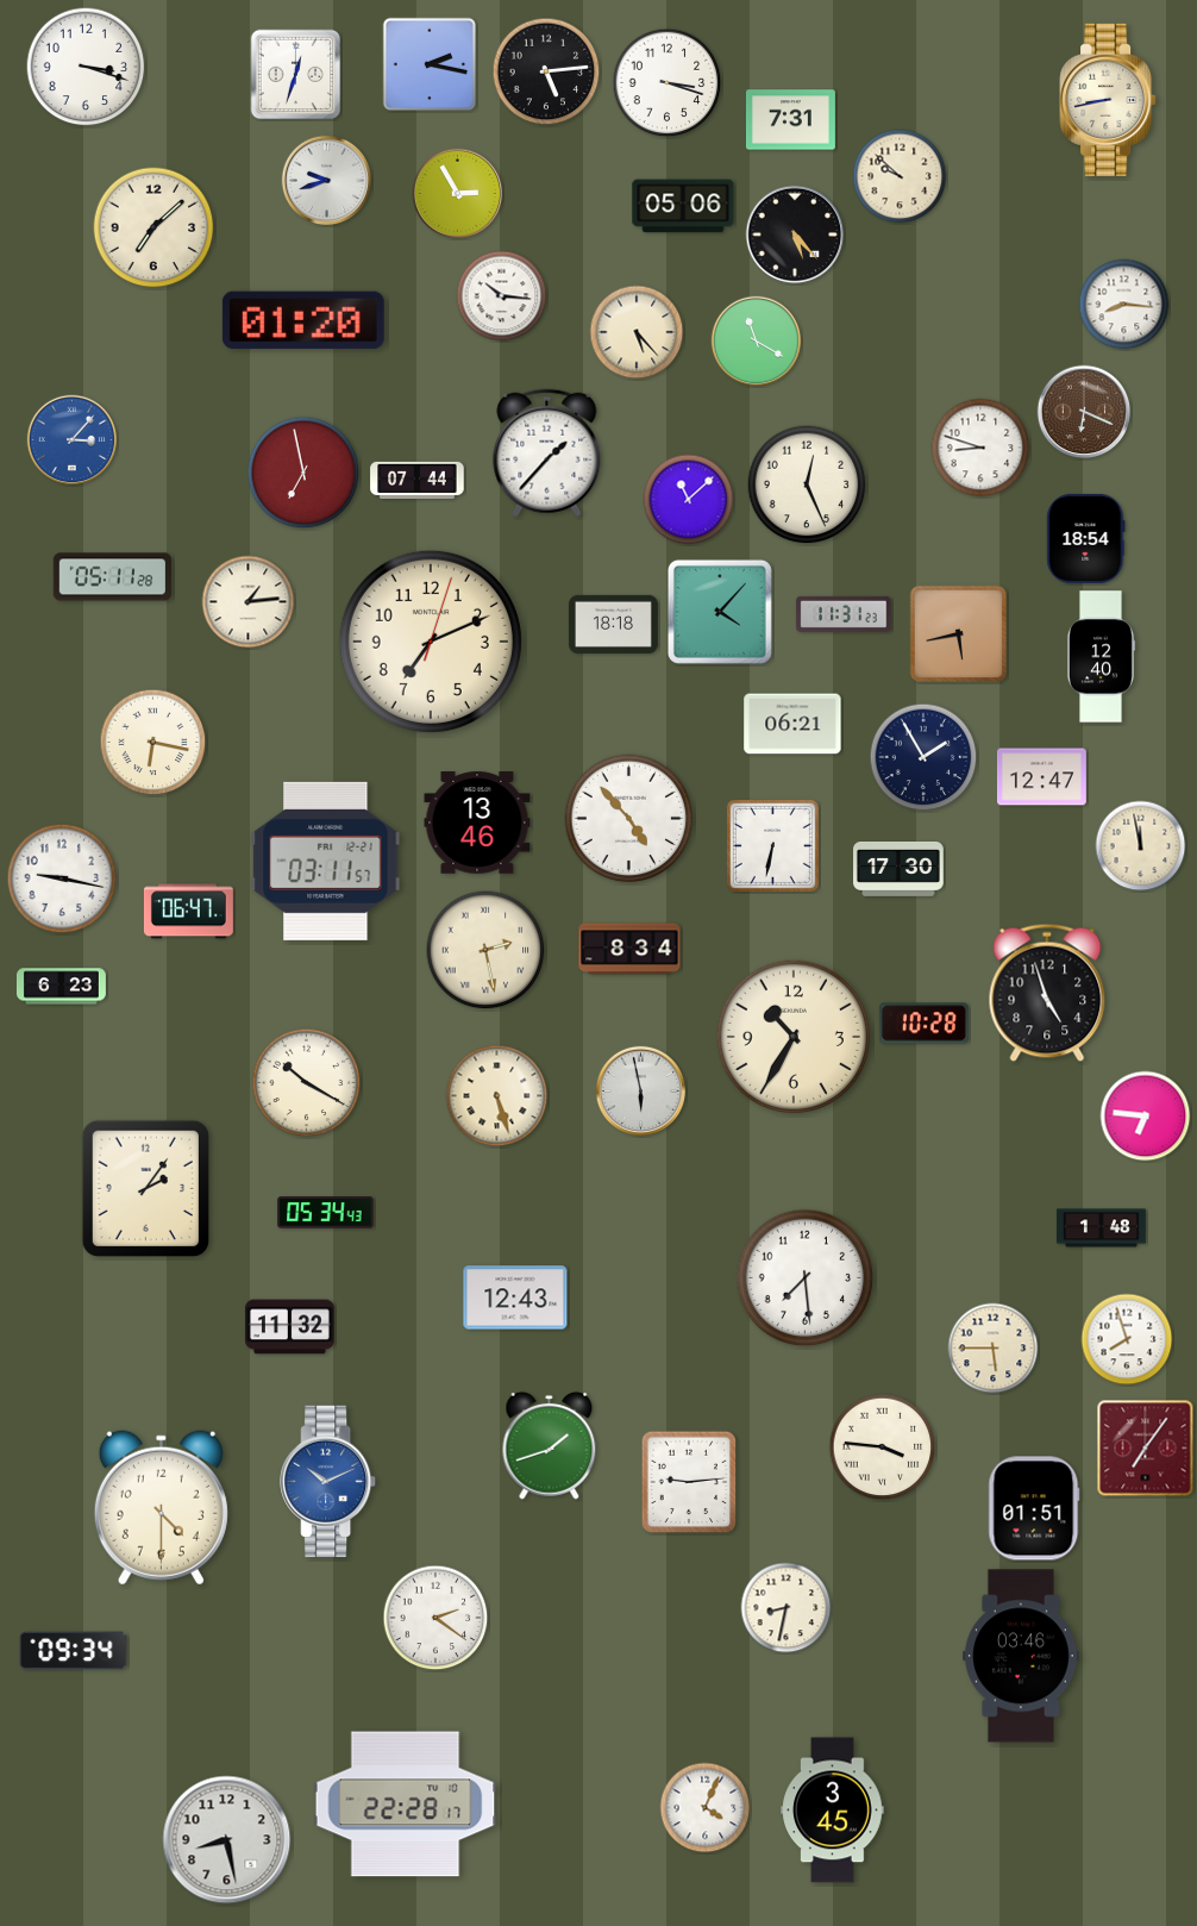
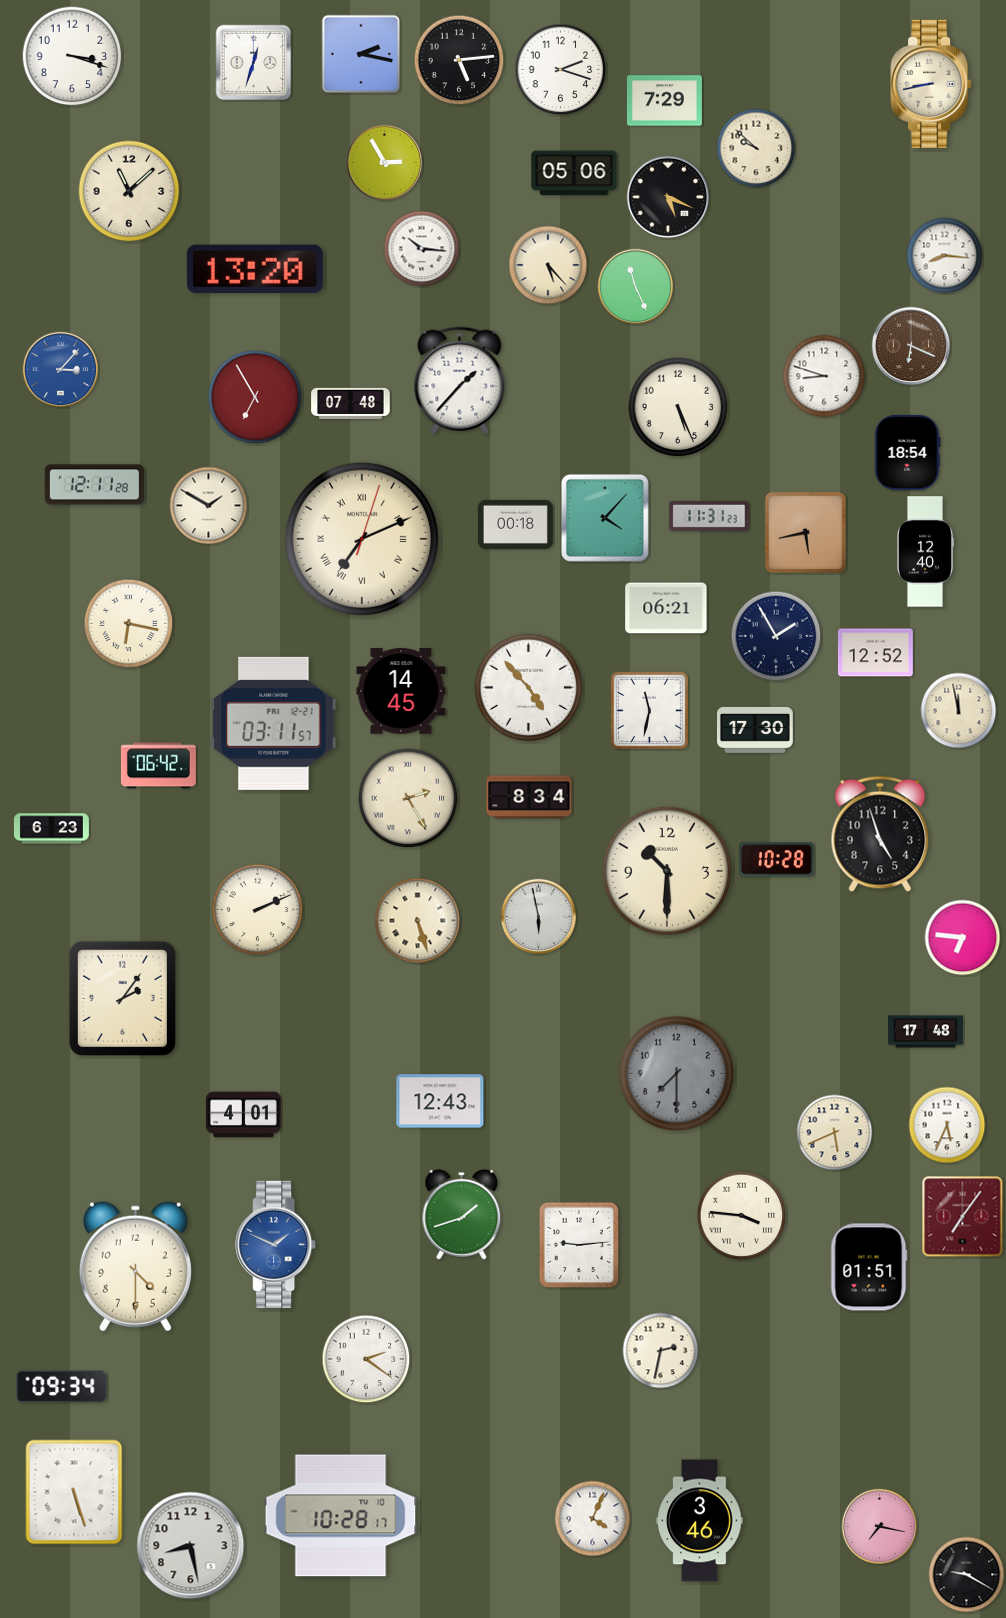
clock at (296, 75) position: (296, 75) -> (254, 63)
clock at (668, 83): 3:18 -> 2:18
clock at (790, 120): 7:31 -> 7:29
clock at (327, 181): 9:42 -> none
clock at (153, 227): 7:08 -> 11:08
clock at (795, 235): 5:23 -> 5:19
clock at (303, 320): 01:20 -> 13:20
clock at (637, 332) position: (637, 332) -> (548, 265)
clock at (757, 342): 11:20 -> 11:26
clock at (303, 473): 6:58 -> 6:55
clock at (418, 480): 07:44 -> 07:48
clock at (807, 484): 12:26 -> 5:26
clock at (689, 500): 11:08 -> none
clock at (1086, 538) position: (1086, 538) -> (908, 452)
clock at (113, 577): 05:11 -> 12:11
clock at (249, 602): 1:14 -> 1:50
clock at (720, 612) position: (720, 612) -> (605, 518)
clock at (613, 624): 18:18 -> 00:18
clock at (431, 642) numerals: Arabic -> Roman
clock at (1041, 777): 12:47 -> 12:52
clock at (477, 823): 13:46 -> 14:45
clock at (772, 845): 6:32 -> 11:32
clock at (62, 878): 9:17 -> none
clock at (188, 912): 06:47 -> 06:42
clock at (485, 950): 2:28 -> 2:25
clock at (792, 1036): 10:35 -> 10:30
clock at (307, 1083): 10:20 -> 2:11
clock at (326, 1213): 05:34 -> none
clock at (1101, 1228): 1:48 -> 17:48
clock at (806, 1278): 7:29 -> 7:30
clock at (806, 1278) dial: white -> grey
clock at (515, 1297) position: (515, 1297) -> (440, 1101)
clock at (289, 1327): 11:32 -> 4:01
clock at (1127, 1339): 7:57 -> 5:34
clock at (994, 1349): 5:45 -> 5:41
clock at (328, 1482): 10:11 -> 1:49
clock at (786, 1608): 8:32 -> 2:32
clock at (1022, 1656): 03:46 -> none
clock at (74, 1492): none -> 5:27
clock at (406, 1805): 22:28 -> 10:28
clock at (833, 1811): 3:45 -> 3:46
clock at (880, 1527): none -> 7:17
clock at (967, 1575): none -> 9:20
